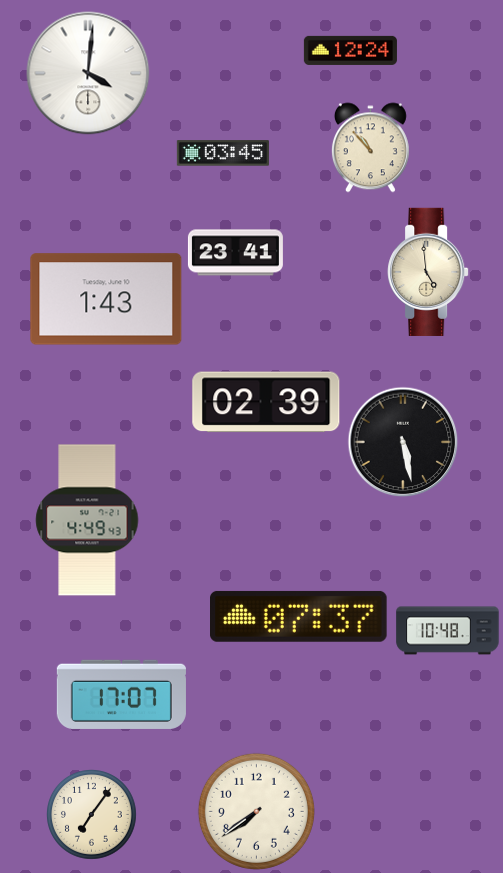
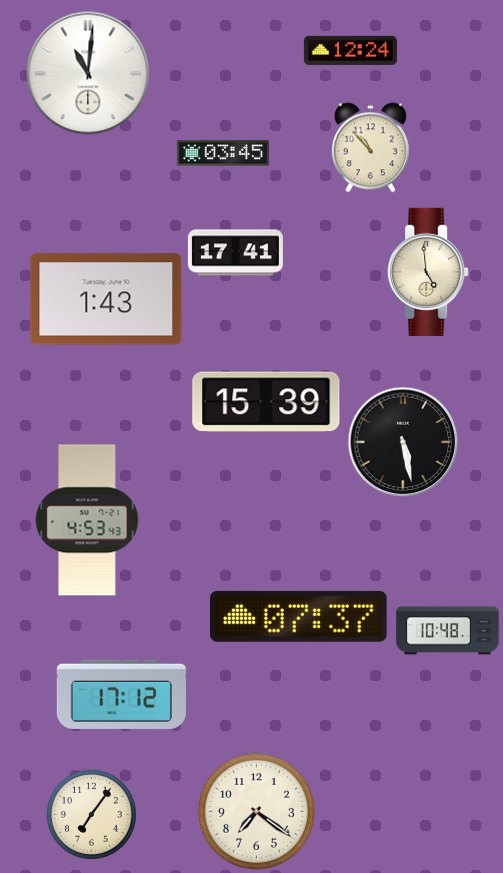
clock at (88, 73): 4:01 -> 11:01
clock at (235, 253): 23:41 -> 17:41
clock at (266, 402): 02:39 -> 15:39
clock at (87, 520): 4:49 -> 4:53
clock at (121, 694): 17:07 -> 17:12
clock at (256, 811): 7:39 -> 7:21
